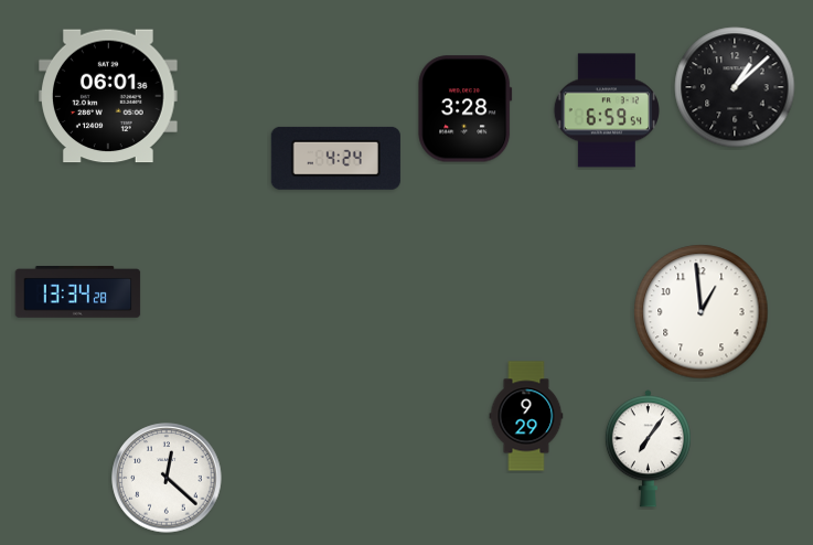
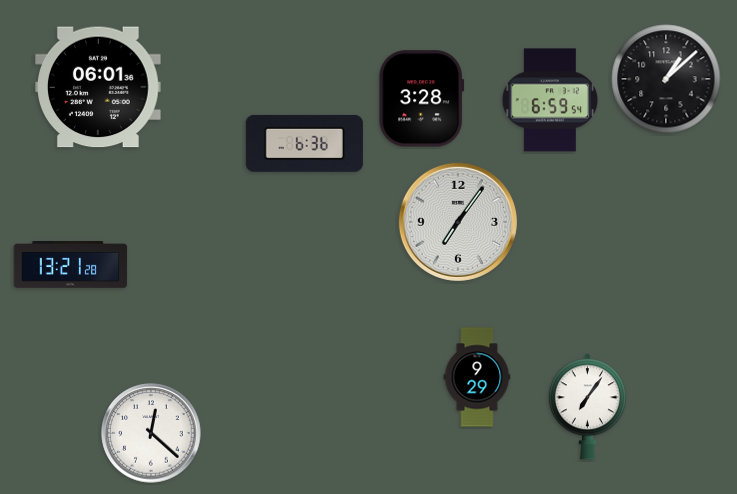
clock at (335, 158): 4:24 -> 6:36
clock at (458, 222): none -> 7:06
clock at (78, 292): 13:34 -> 13:21
clock at (702, 312): 12:59 -> none
